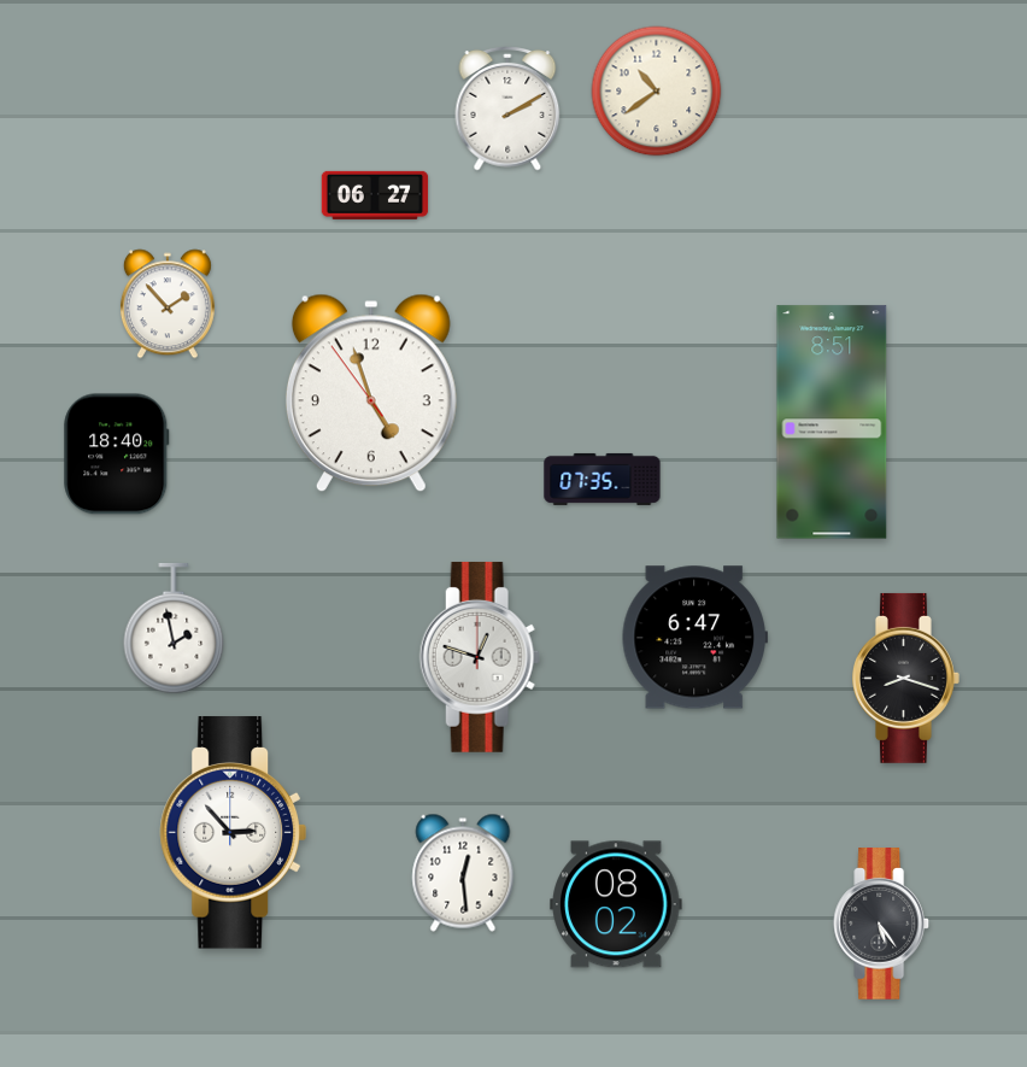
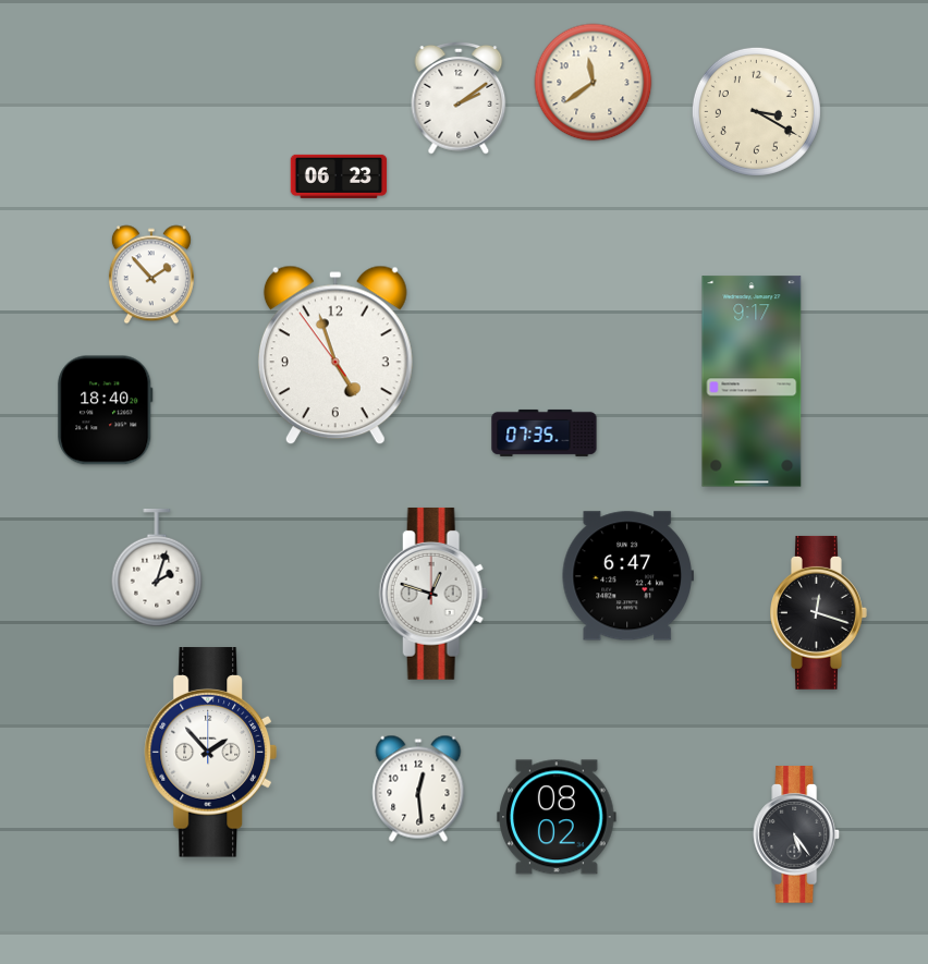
clock at (657, 92): 10:39 -> 11:39
clock at (507, 110): 2:10 -> 2:09
clock at (756, 111): none -> 3:20
clock at (375, 195): 06:27 -> 06:23
clock at (832, 422): 8:51 -> 9:17
clock at (174, 628): 1:58 -> 2:03
clock at (906, 678): 8:18 -> 12:18
clock at (234, 833): 2:53 -> 1:53
